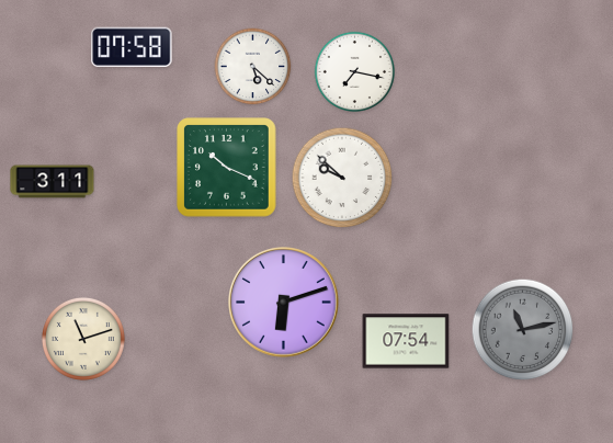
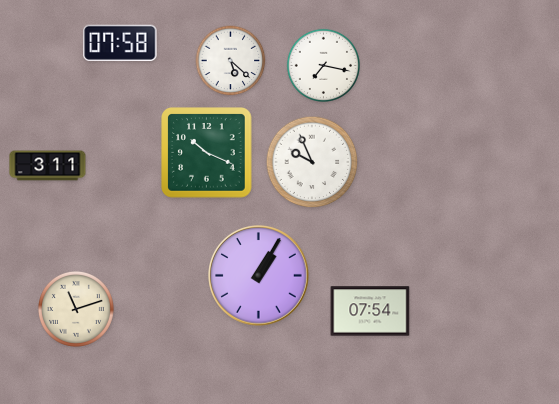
clock at (342, 178): 9:52 -> 9:56
clock at (284, 303): 6:12 -> 1:05
clock at (523, 330): 11:13 -> none
